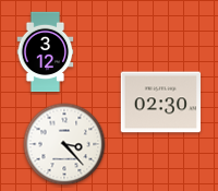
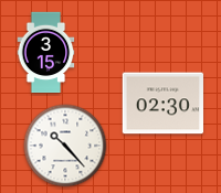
clock at (46, 52): 3:12 -> 3:15
clock at (64, 144): 3:23 -> 10:23
